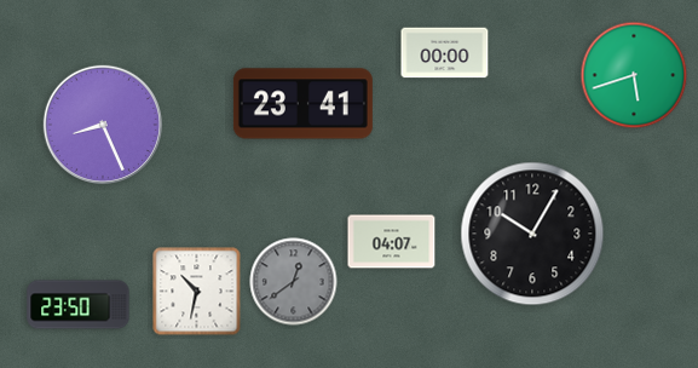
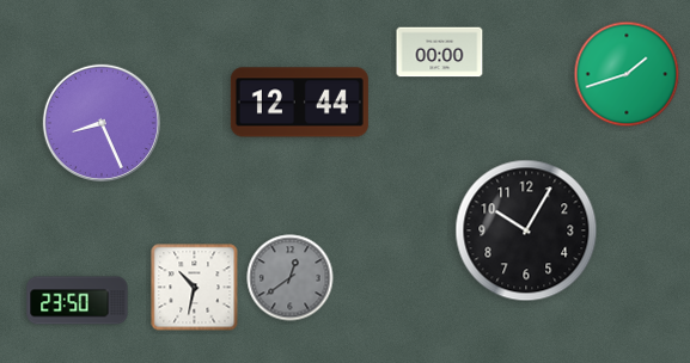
clock at (634, 75): 5:42 -> 1:42
clock at (302, 104): 23:41 -> 12:44
clock at (392, 242): 04:07 -> none
